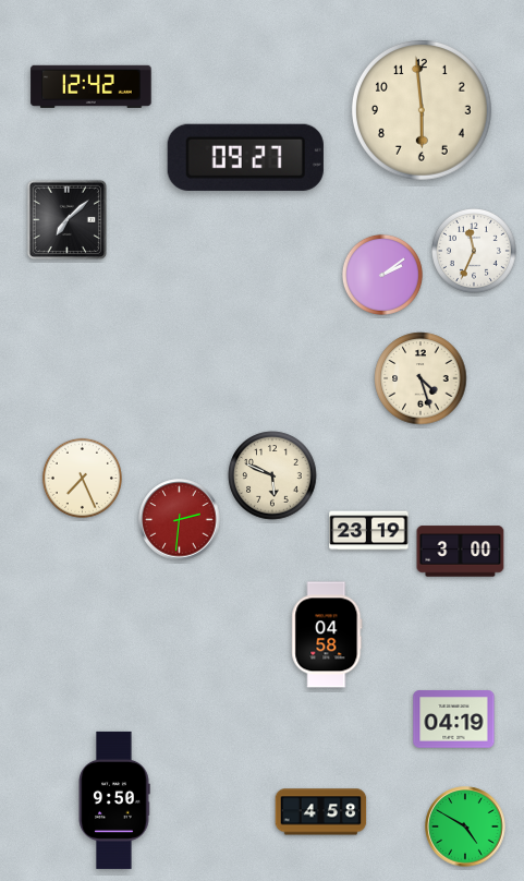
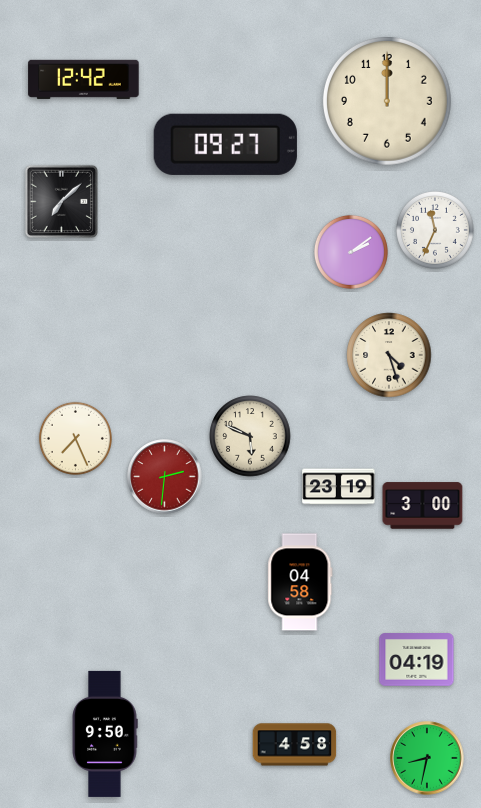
clock at (423, 111): 5:59 -> 12:00
clock at (421, 378) position: (421, 378) -> (389, 355)
clock at (465, 826): 4:50 -> 8:32
